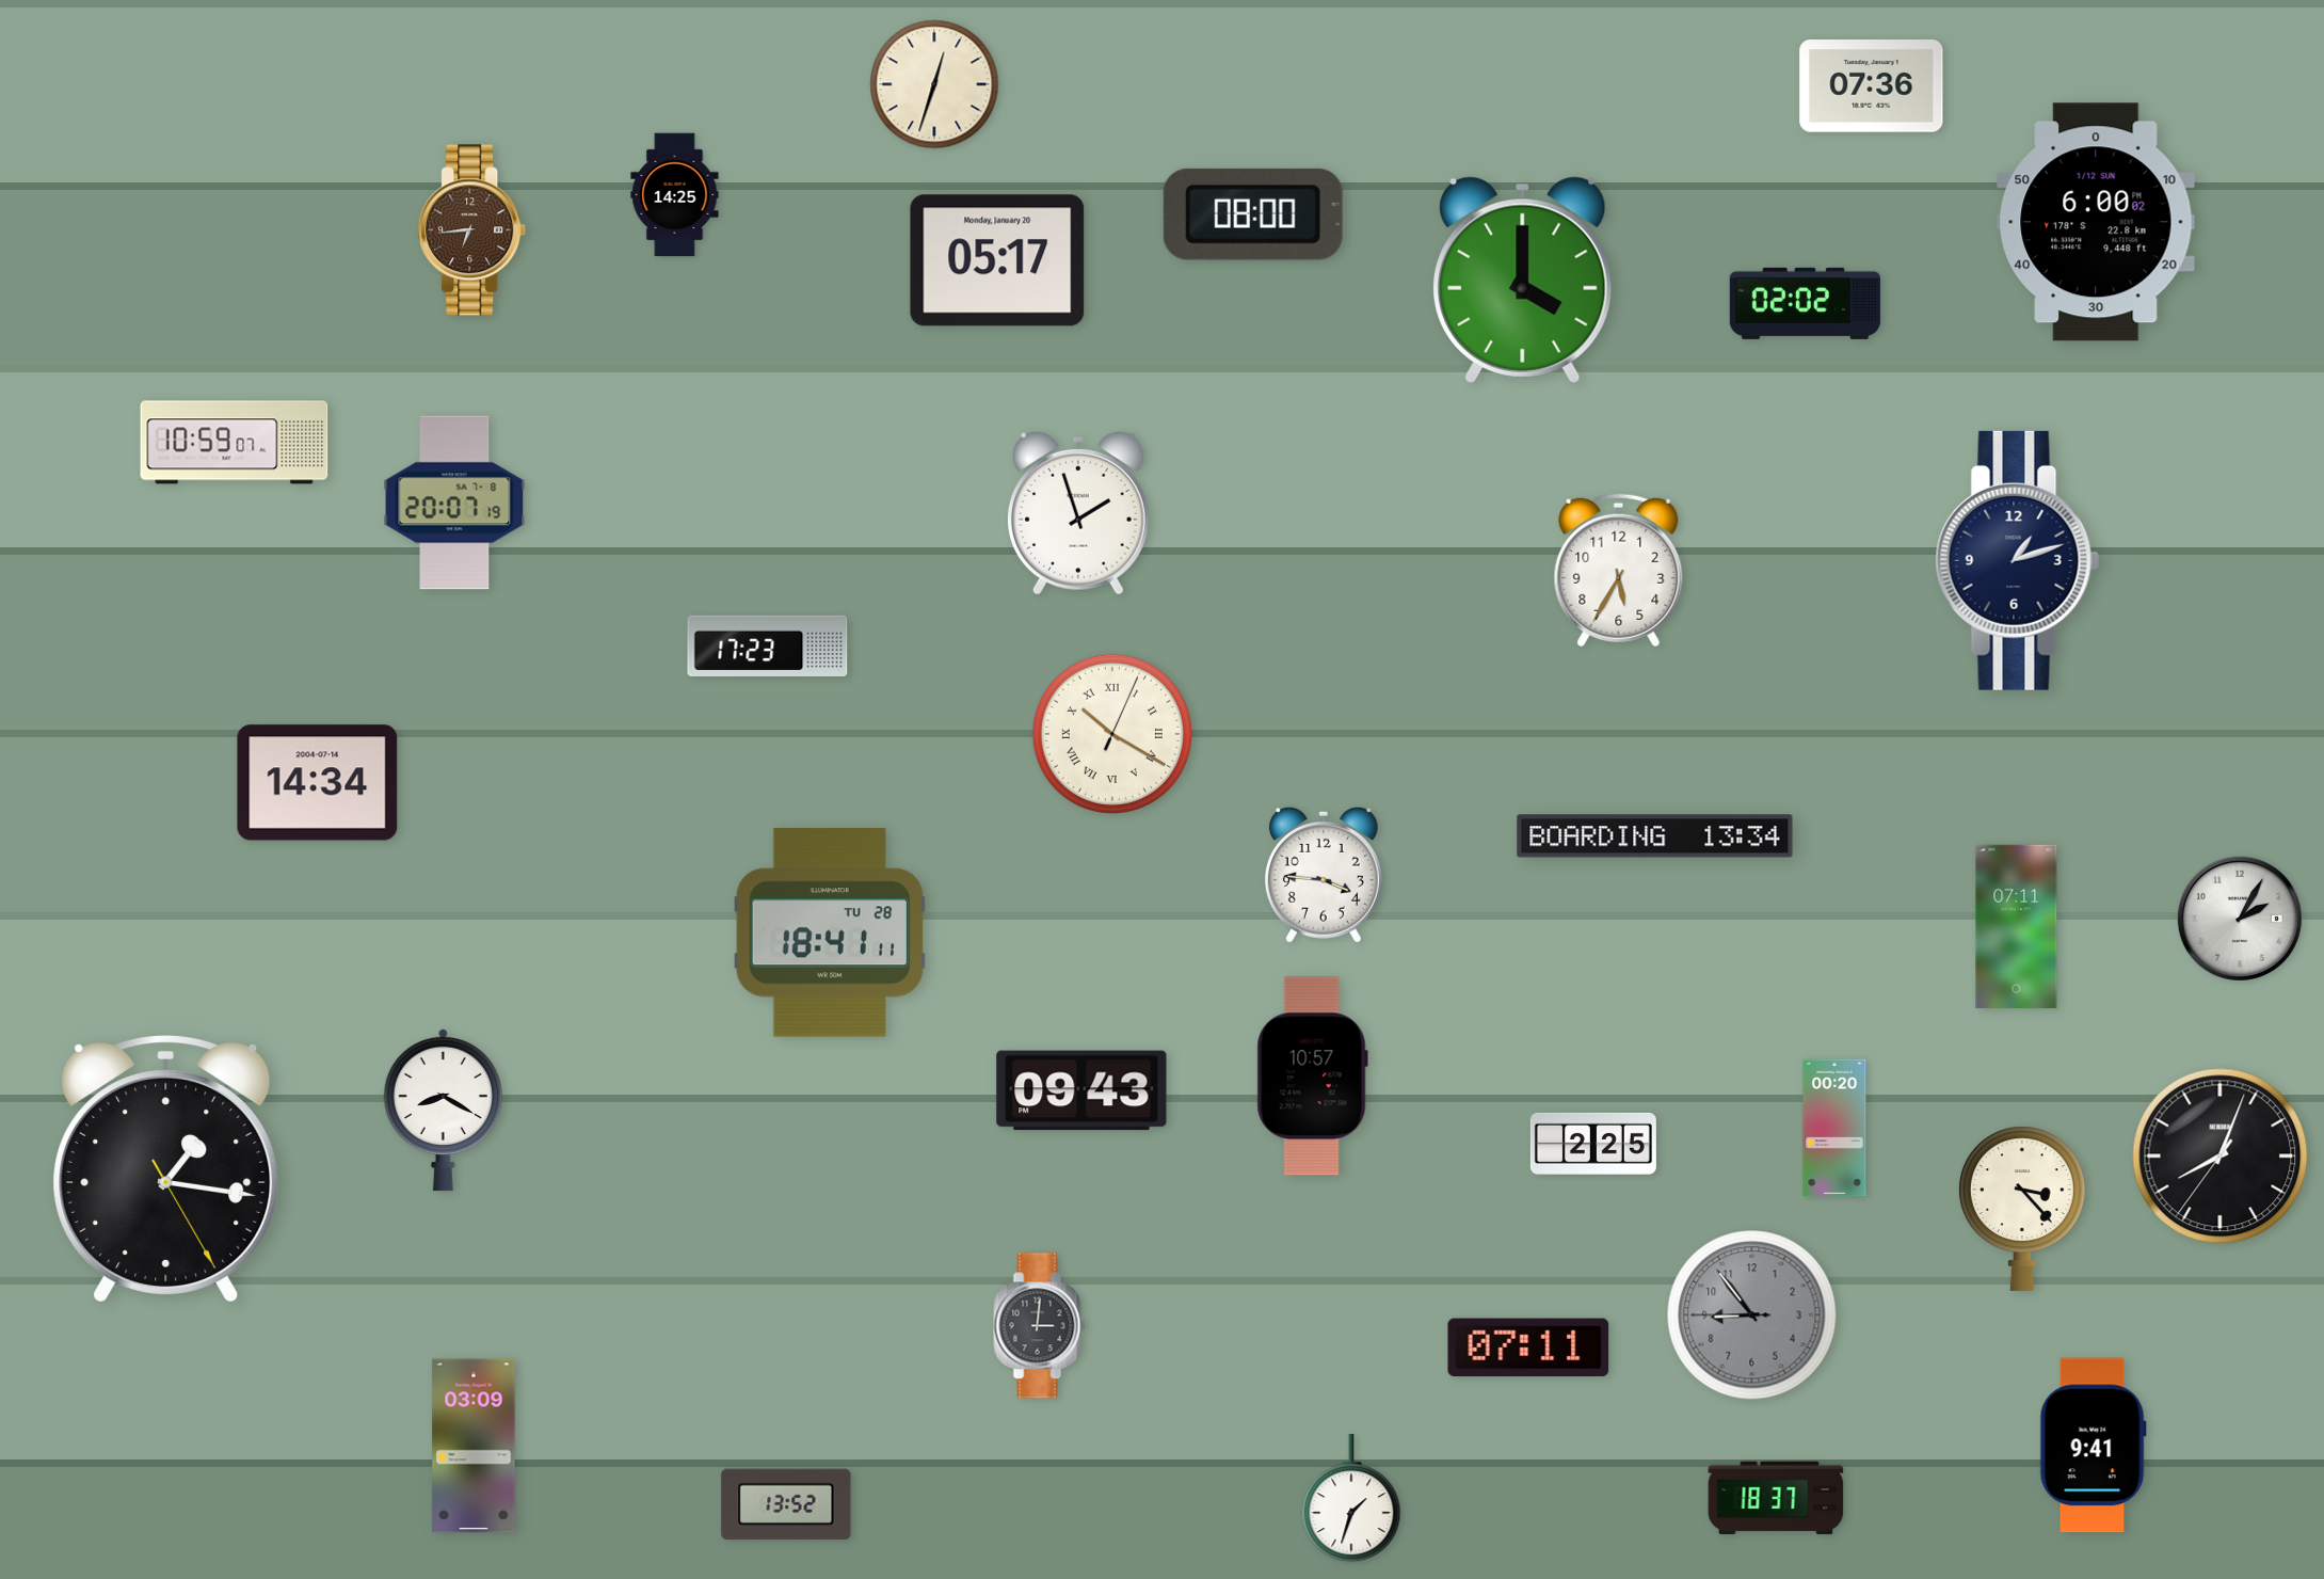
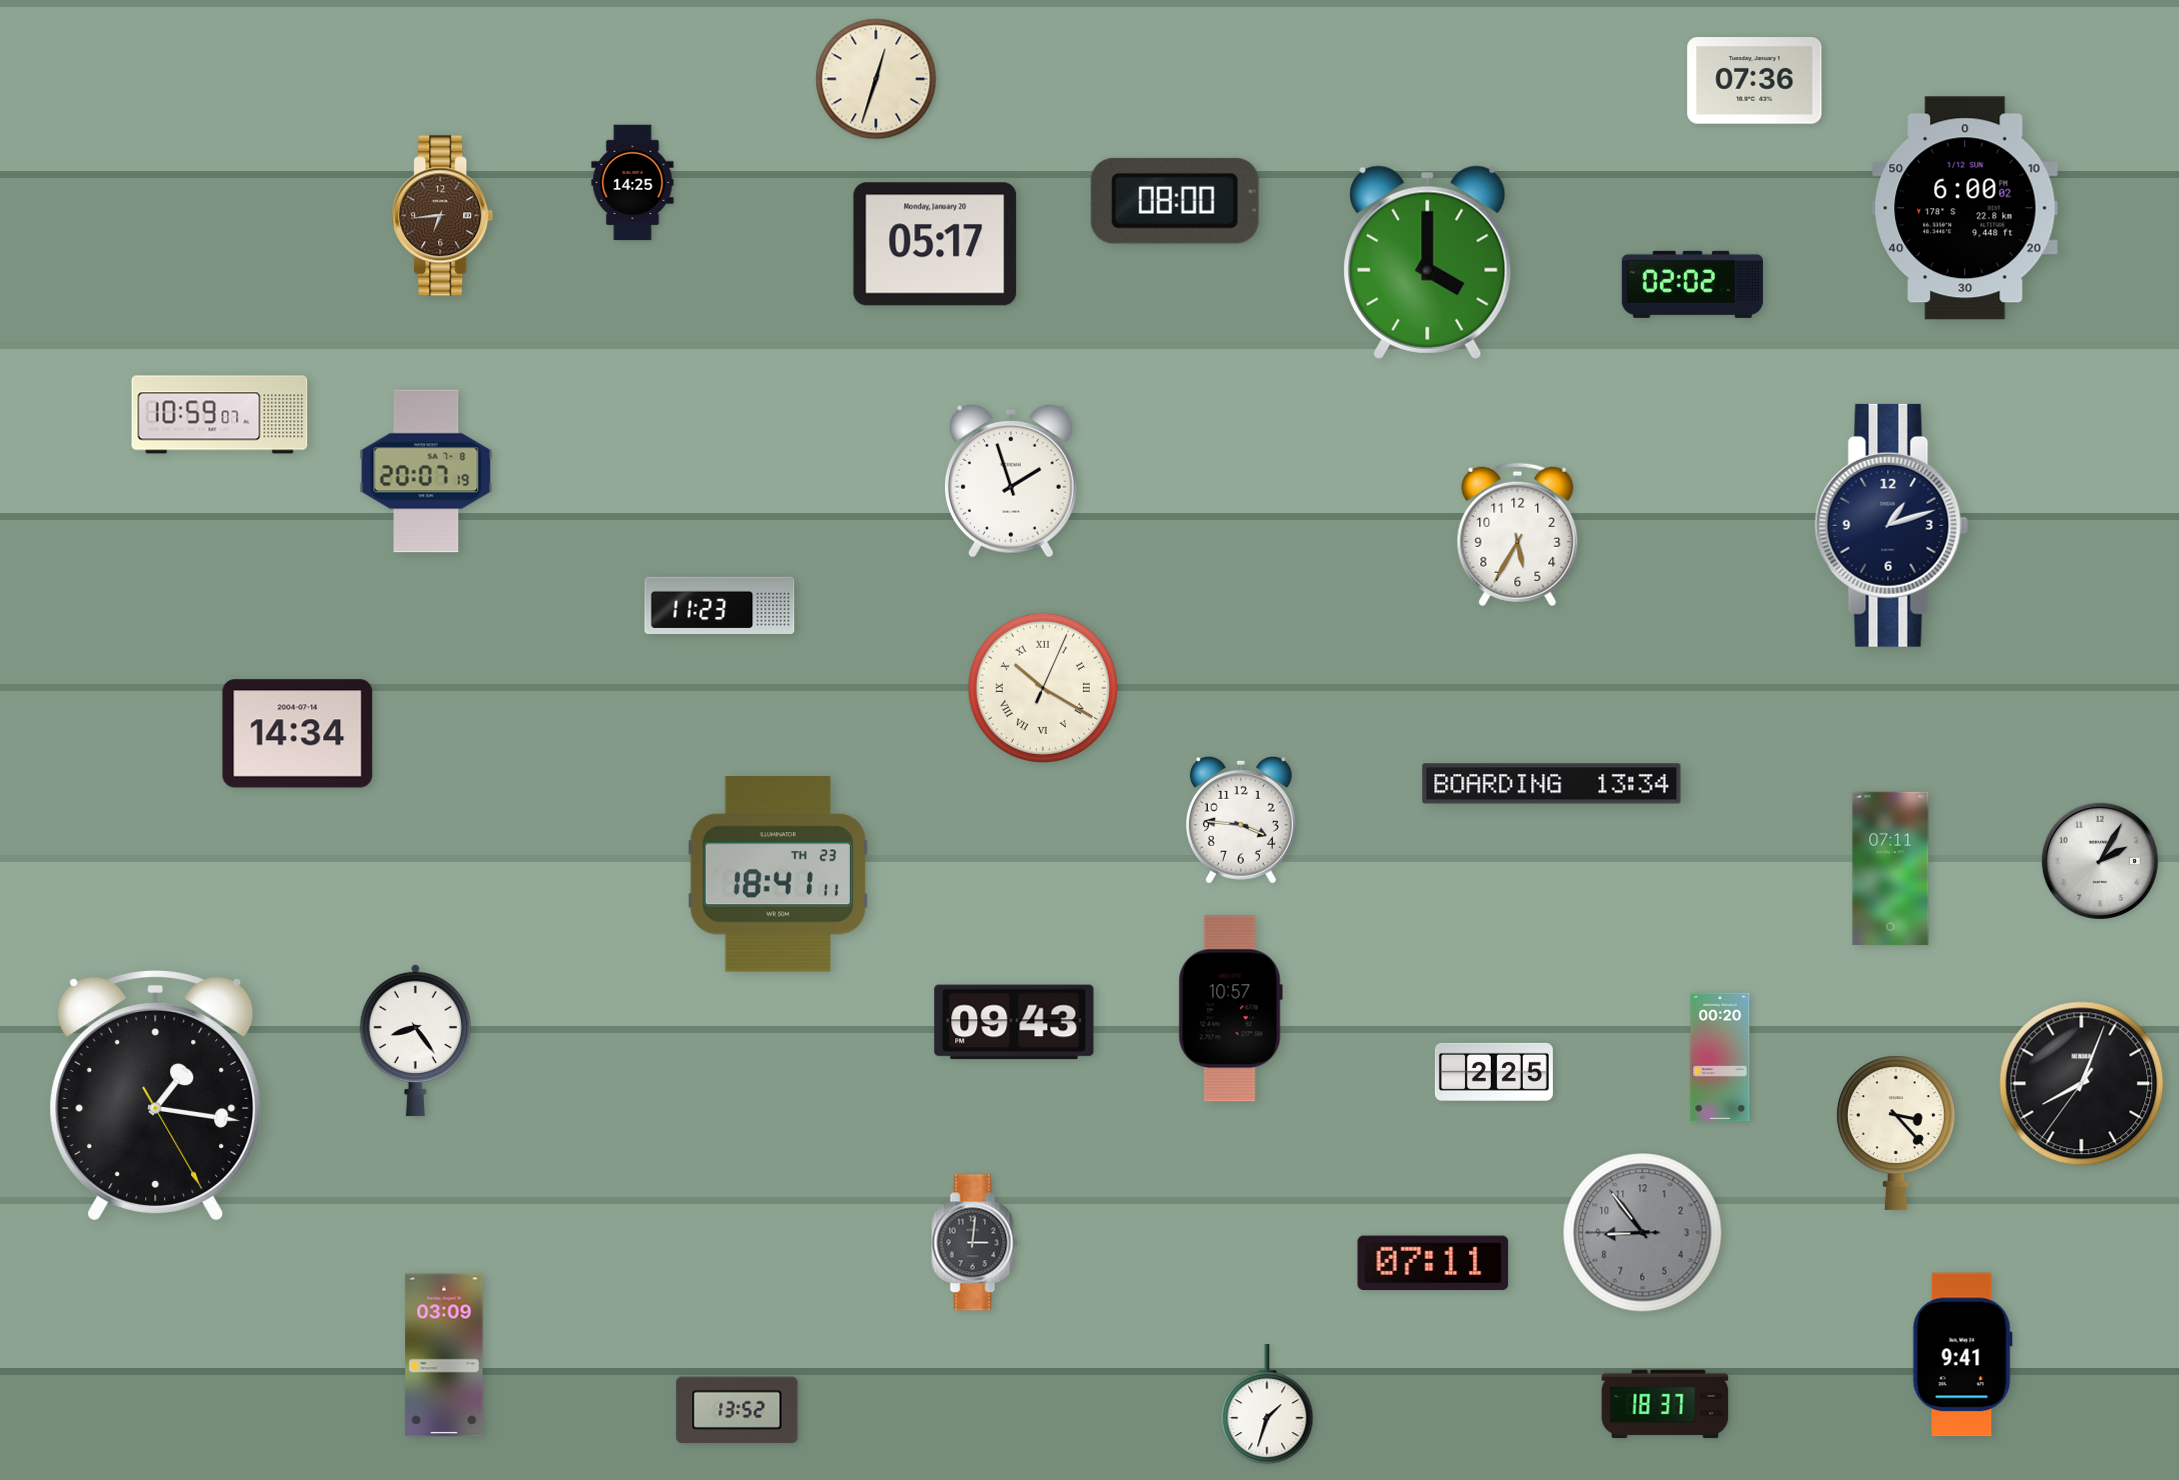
clock at (768, 645): 17:23 -> 11:23
clock at (830, 932) date: TU 28 -> TH 23
clock at (443, 1110): 8:20 -> 8:24
